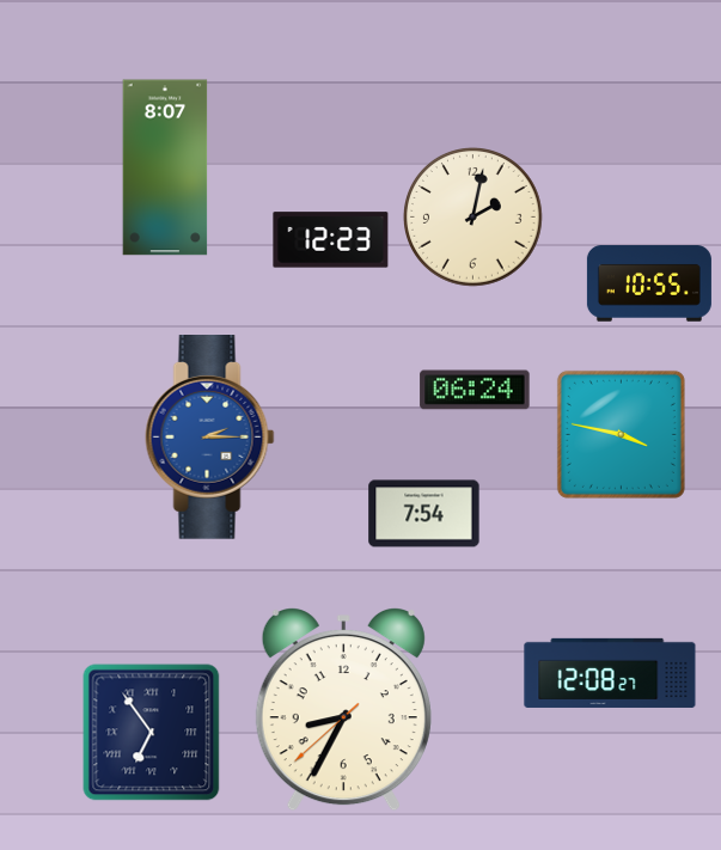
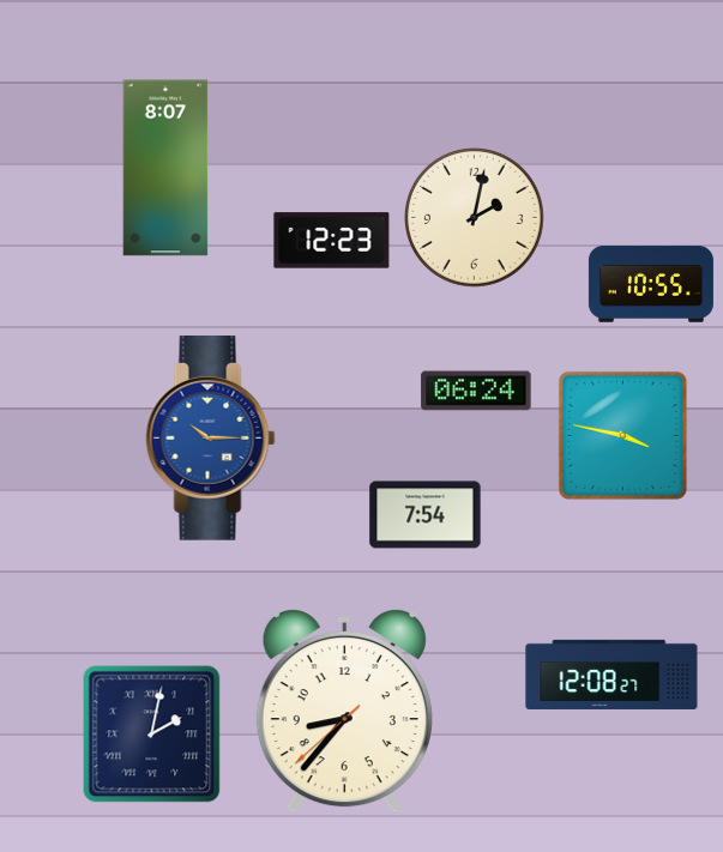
clock at (210, 438): 2:15 -> 10:15
clock at (343, 710): 8:34 -> 8:36
clock at (152, 733): 6:54 -> 2:02
